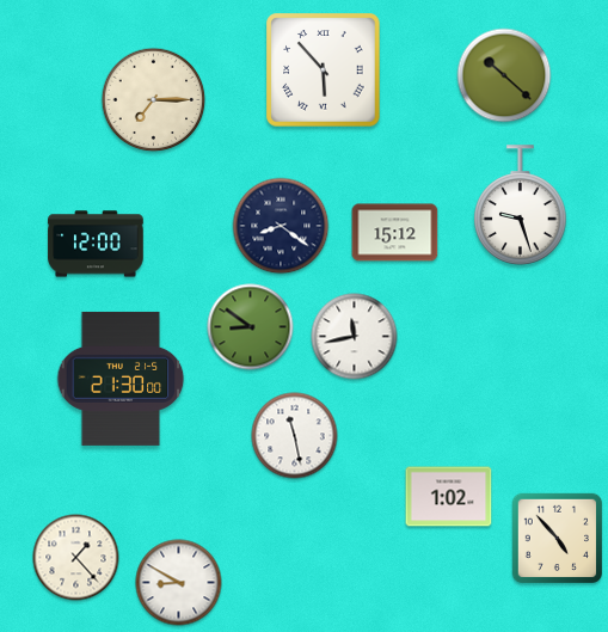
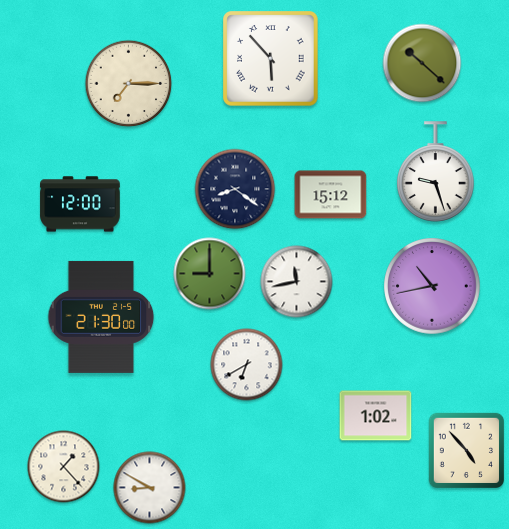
clock at (251, 327): 8:51 -> 9:00
clock at (433, 287): none -> 10:43
clock at (295, 436): 11:28 -> 6:40
